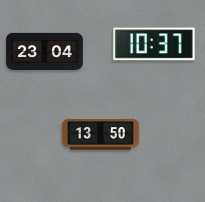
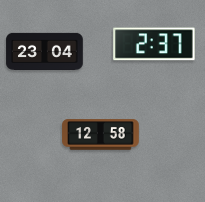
clock at (154, 44): 10:37 -> 2:37
clock at (101, 135): 13:50 -> 12:58
